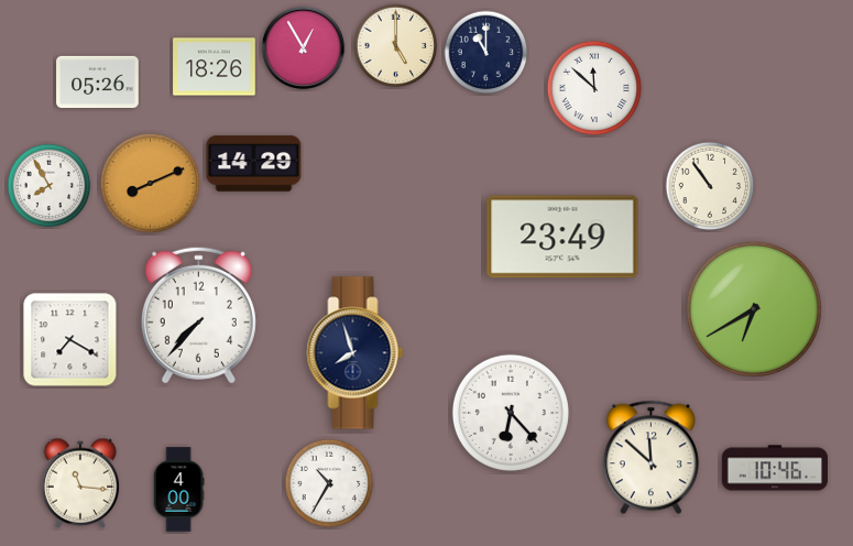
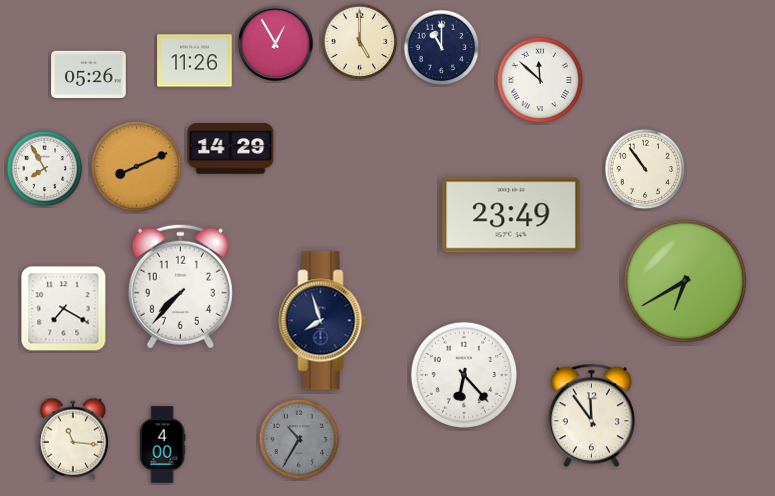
clock at (215, 67): 18:26 -> 11:26
clock at (650, 458): 11:52 -> 11:54
clock at (774, 468): 10:46 -> none
clock at (329, 483) dial: white -> grey
